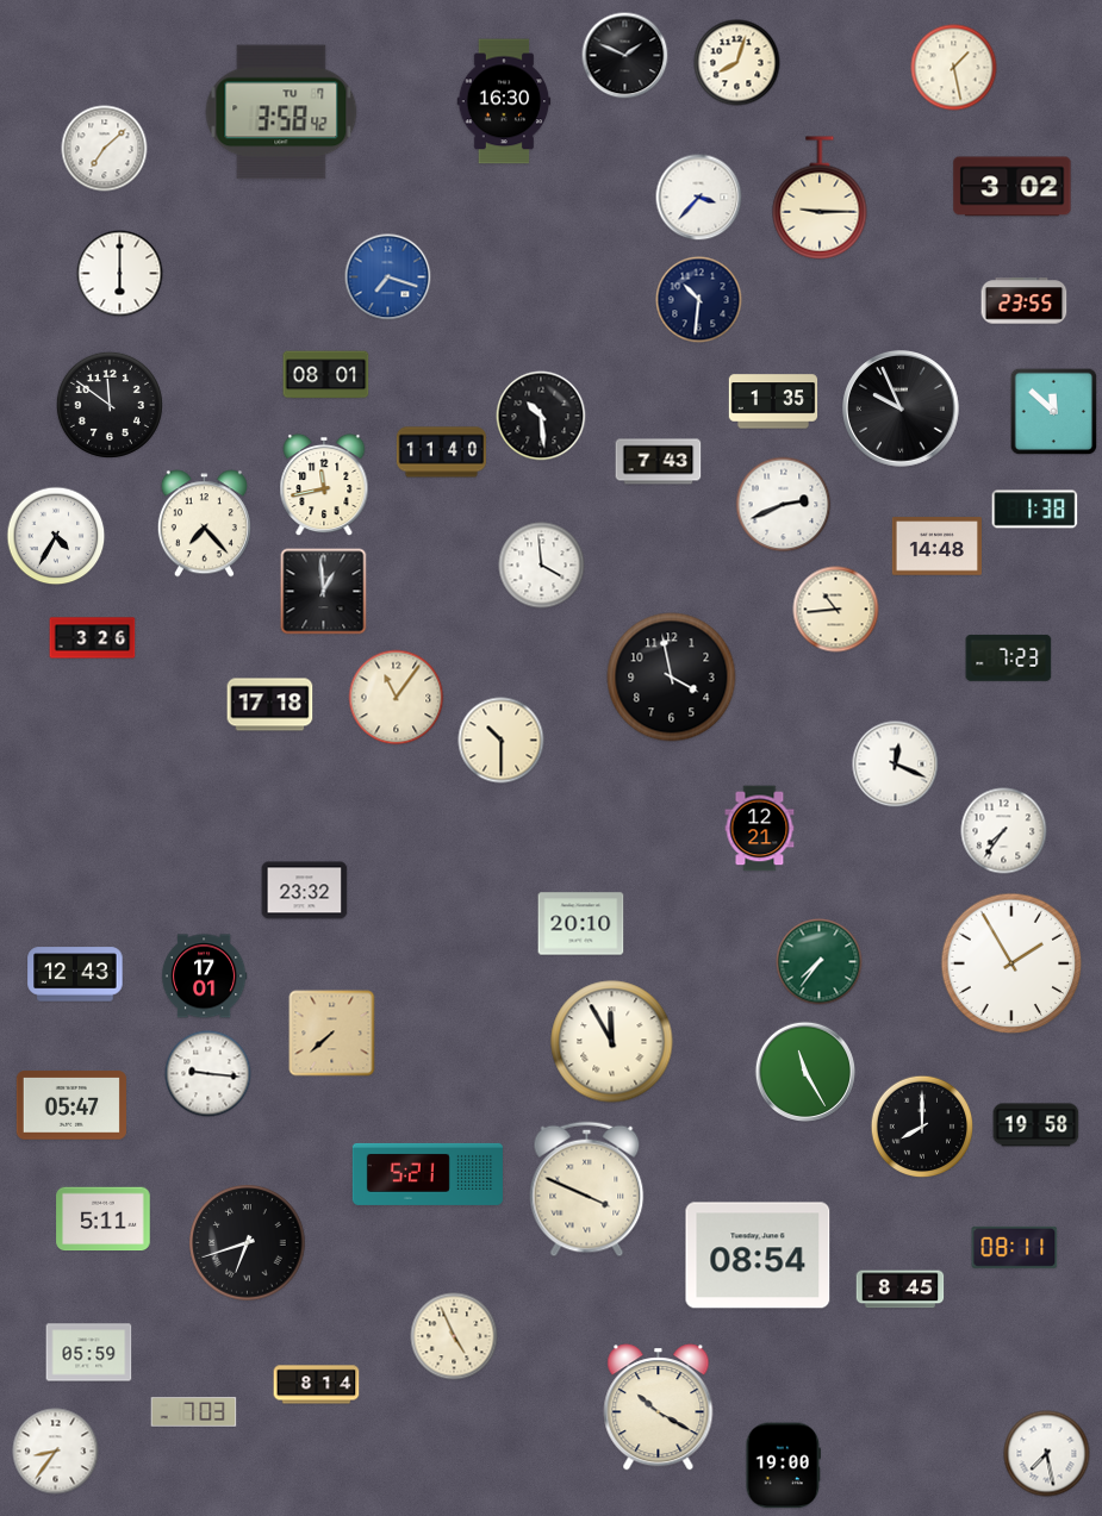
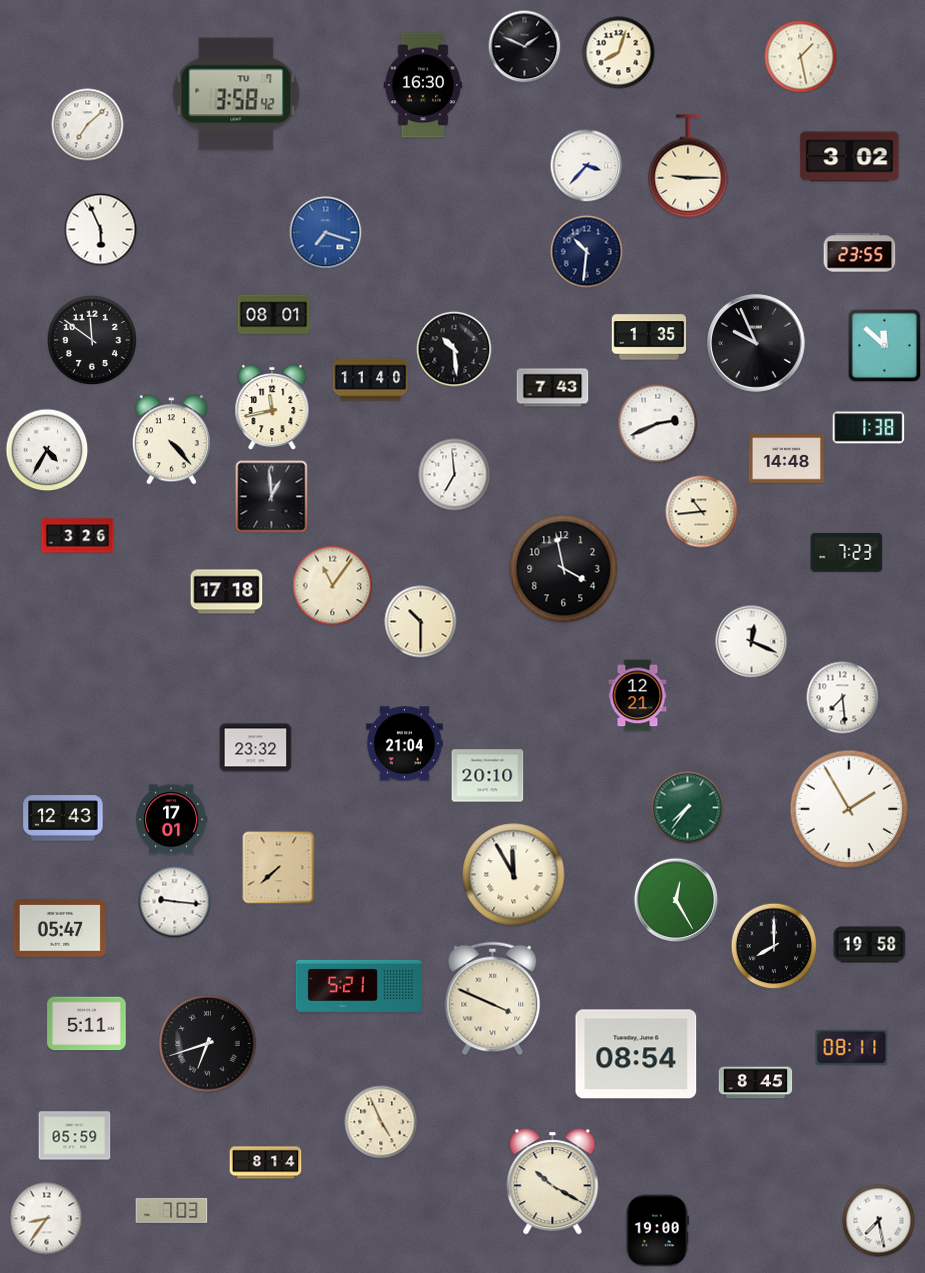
clock at (120, 274): 6:00 -> 5:56
clock at (204, 524): 7:23 -> 4:23
clock at (542, 566): 3:59 -> 6:59
clock at (1004, 831): 7:36 -> 7:29
clock at (404, 744): none -> 21:04
clock at (805, 1072): 11:25 -> 12:25
clock at (194, 1411) position: (194, 1411) -> (172, 1210)
